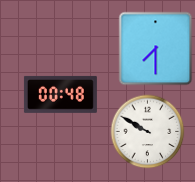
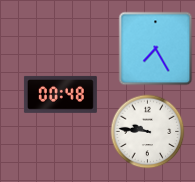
clock at (156, 49): 7:30 -> 7:25
clock at (148, 132): 9:50 -> 9:46
